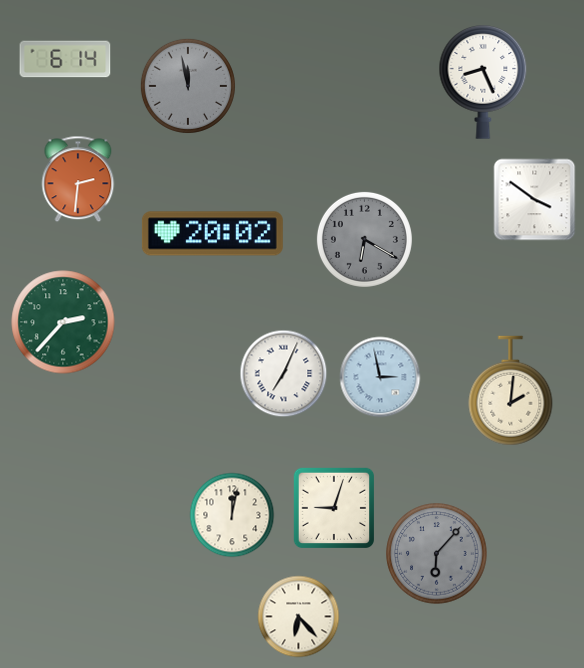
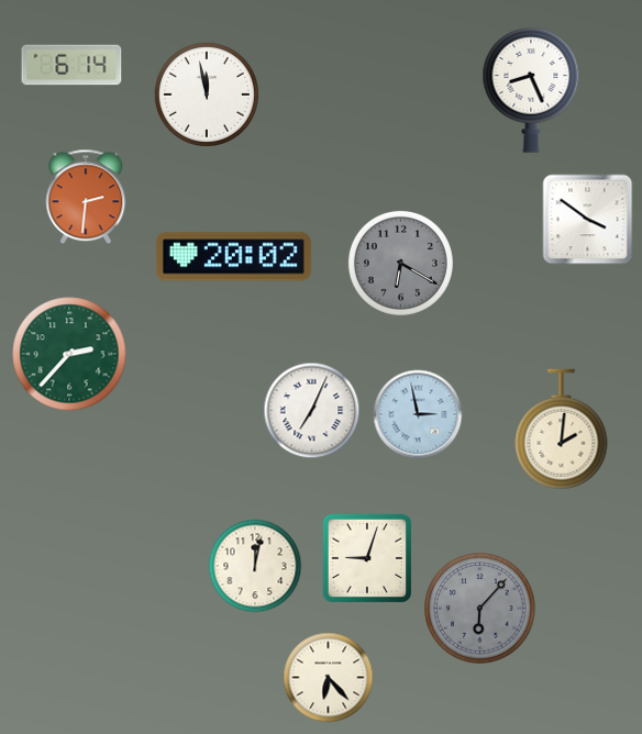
clock at (188, 86) dial: grey -> white
